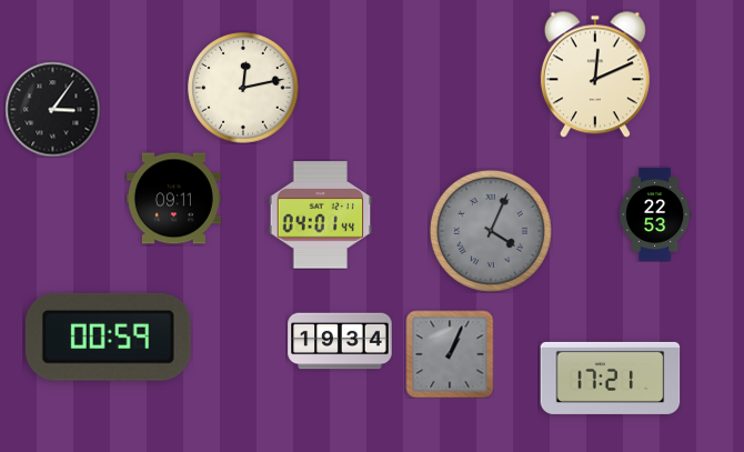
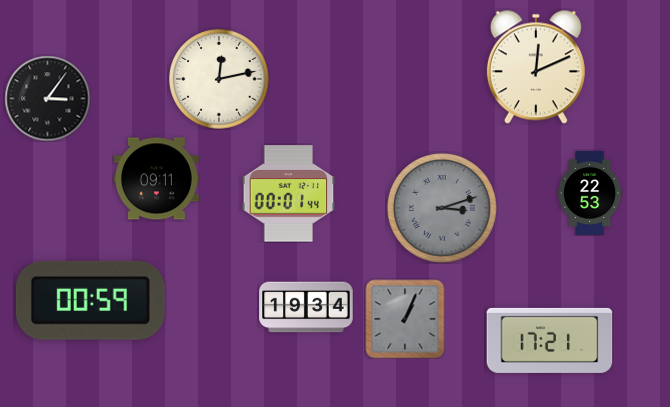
clock at (321, 215): 04:01 -> 00:01
clock at (491, 231): 4:04 -> 3:12
clock at (108, 337) position: (108, 337) -> (90, 300)
